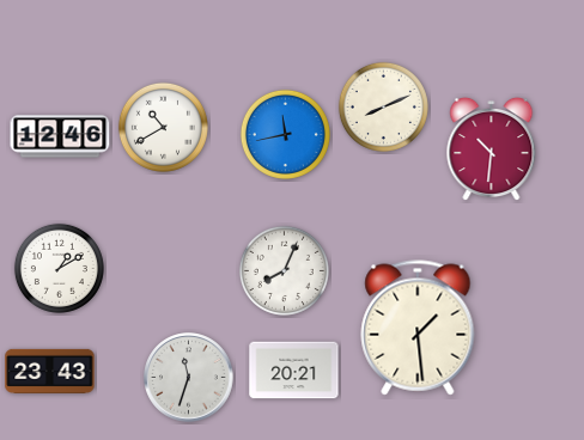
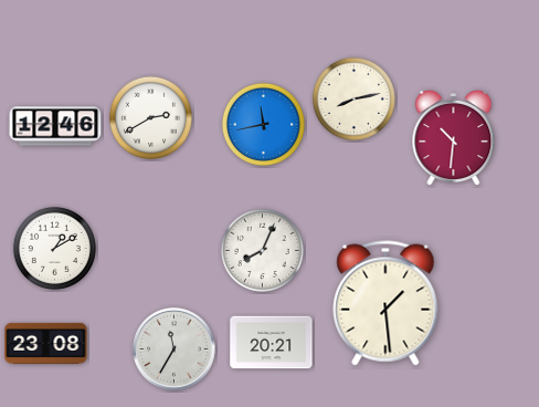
clock at (383, 106): 8:11 -> 8:13
clock at (163, 127): 10:40 -> 2:40
clock at (50, 371): 23:43 -> 23:08
clock at (189, 378): 11:33 -> 11:35
